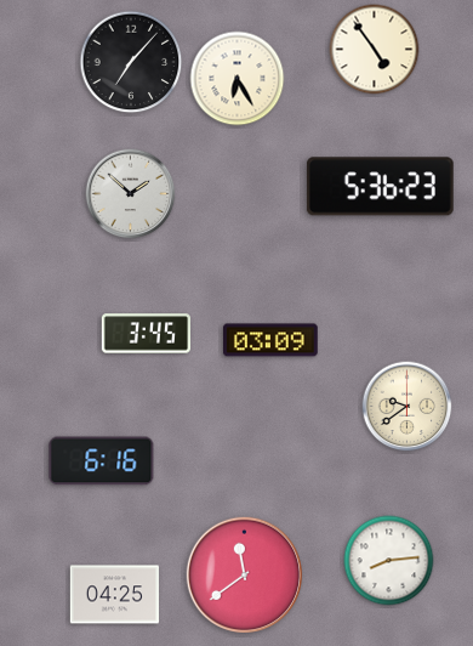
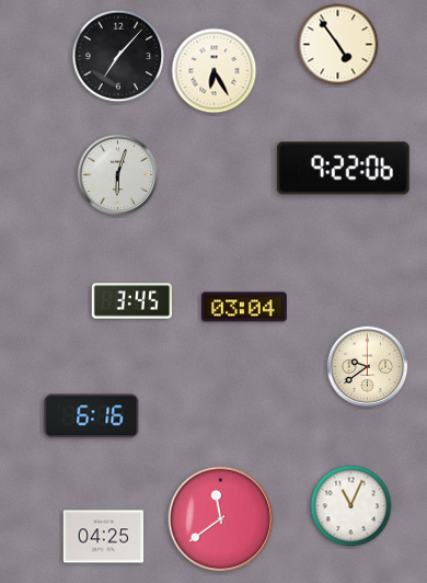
clock at (380, 187): 5:36 -> 9:22
clock at (131, 194): 1:52 -> 6:03
clock at (272, 340): 03:09 -> 03:04
clock at (389, 561): 8:14 -> 11:04
